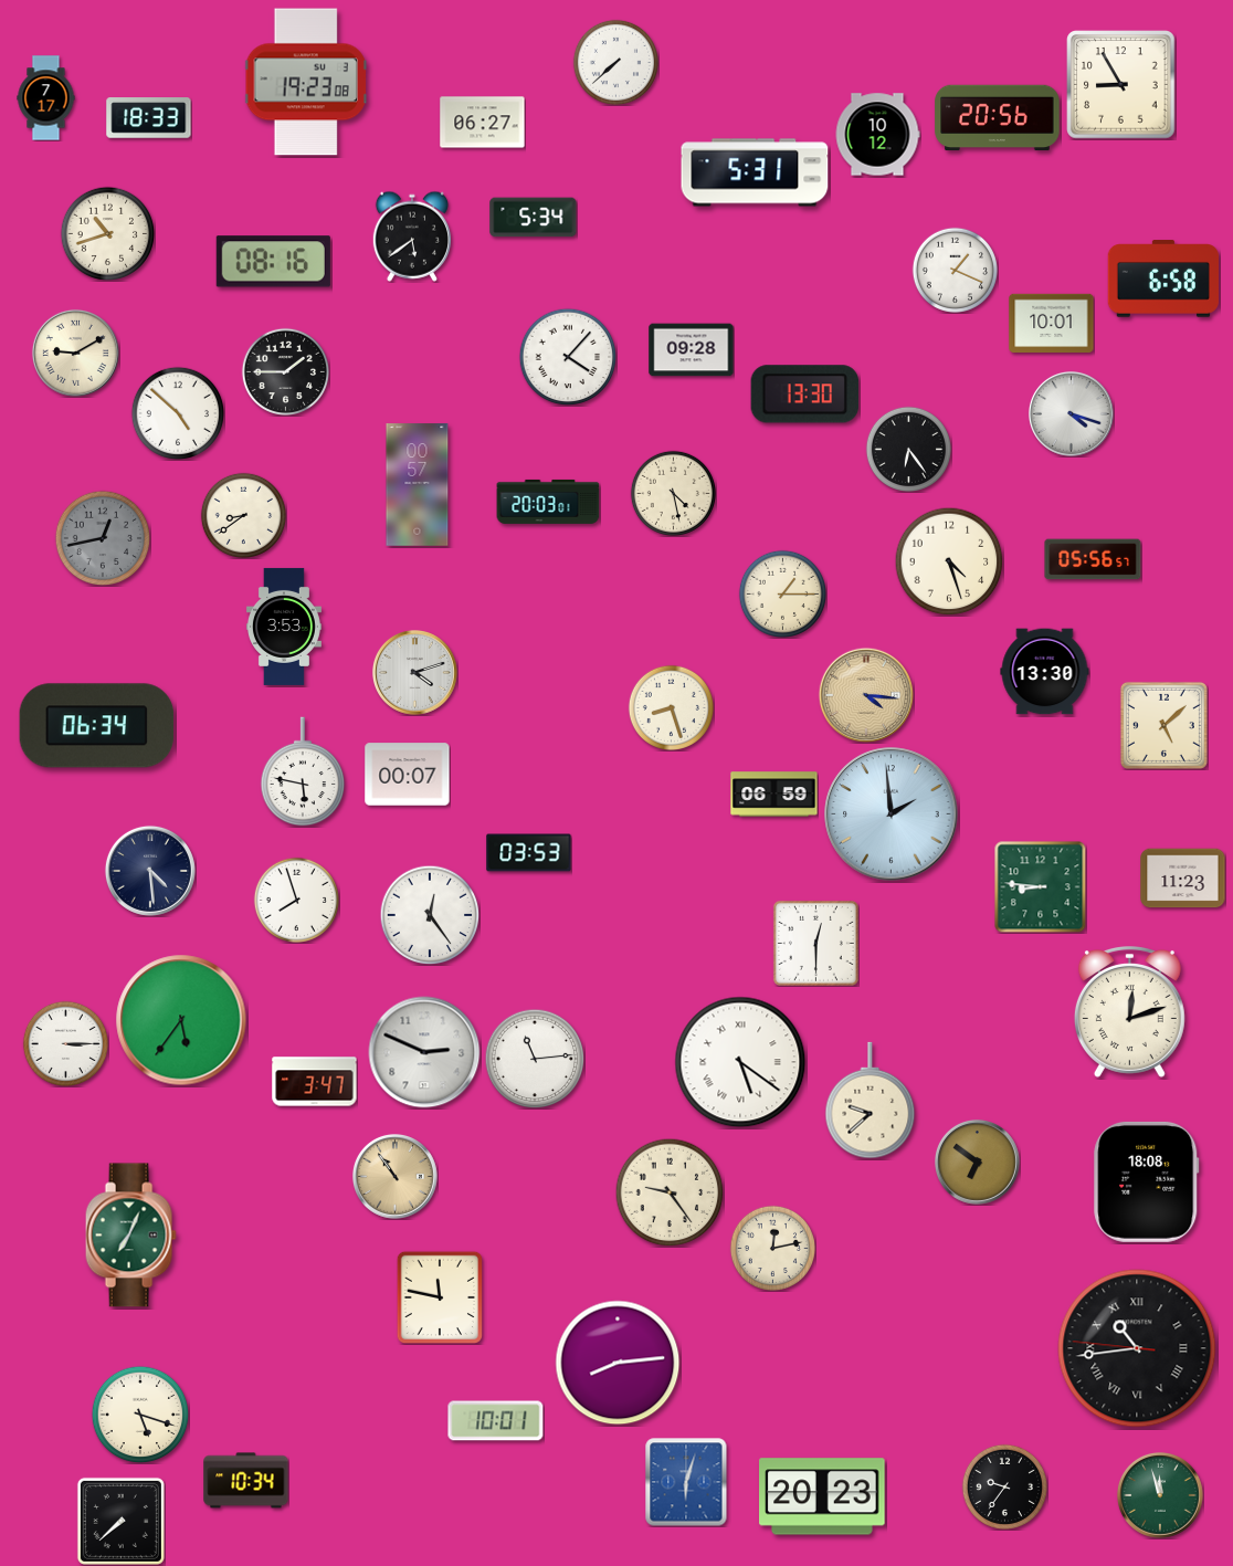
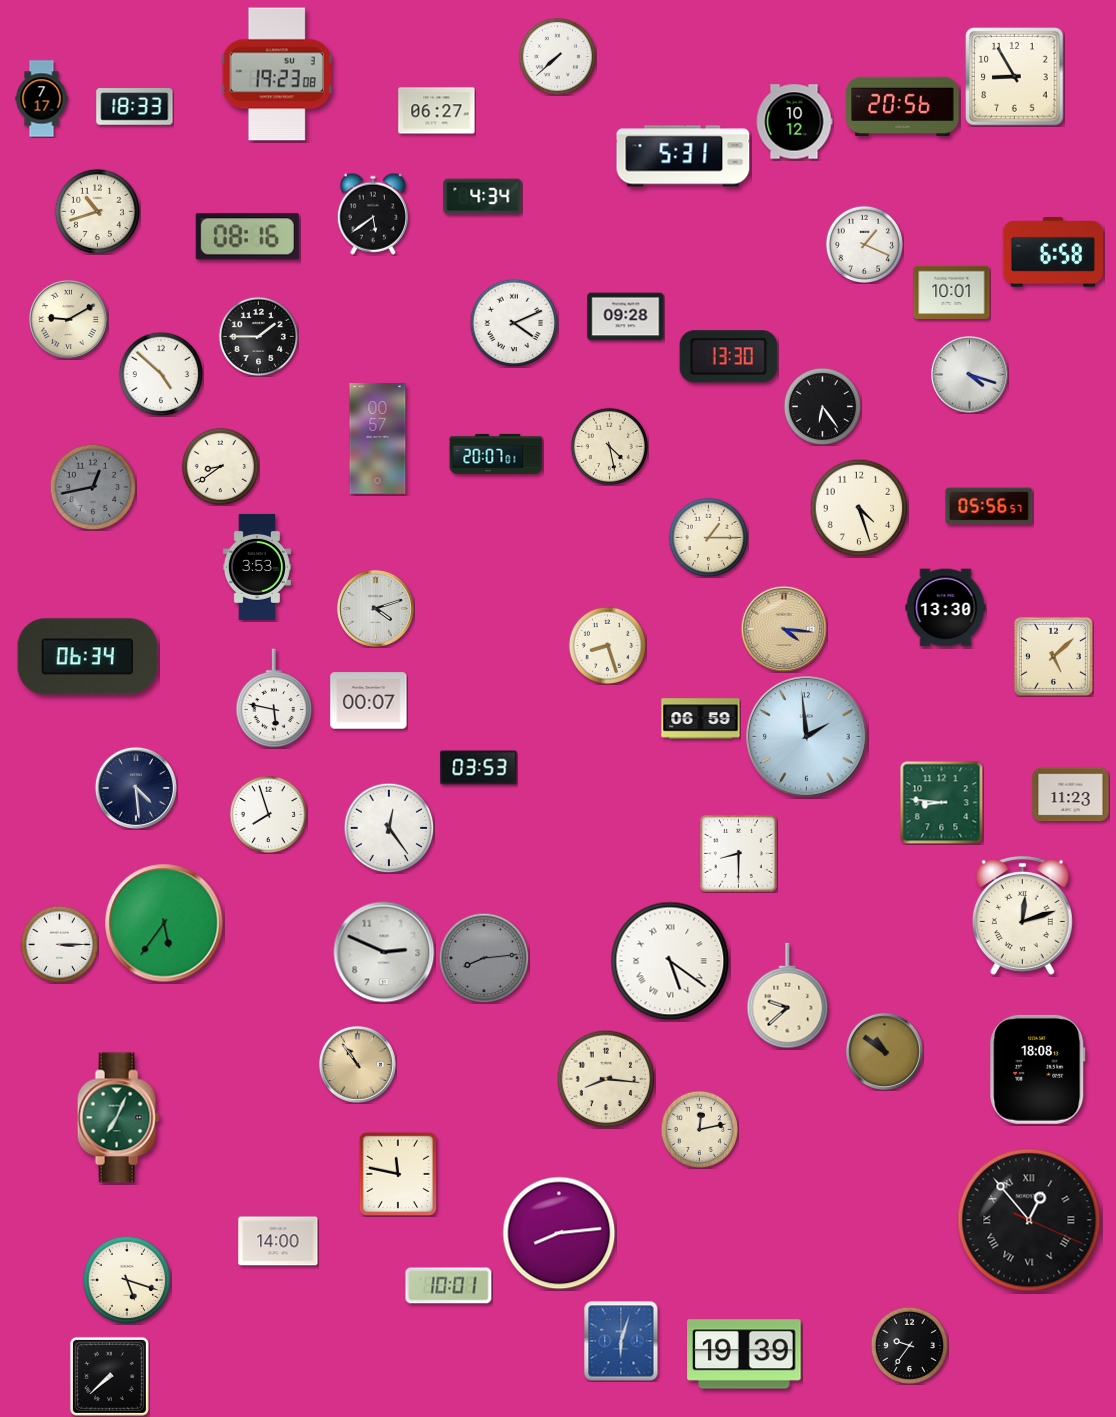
clock at (46, 98) position: (46, 98) -> (42, 99)
clock at (534, 218): 5:34 -> 4:34
clock at (568, 357): 4:07 -> 4:11
clock at (548, 502): 20:03 -> 20:07
clock at (671, 707) position: (671, 707) -> (607, 645)
clock at (529, 853) position: (529, 853) -> (479, 768)
clock at (815, 943): 12:30 -> 8:30
clock at (535, 1059): 11:14 -> 8:14
clock at (535, 1059) dial: white -> grey
clock at (315, 1082): 3:47 -> none
clock at (978, 1163): 6:51 -> 10:51
clock at (670, 1192): 9:24 -> 8:16
clock at (1137, 1348): 10:43 -> 12:53
clock at (278, 1241): none -> 14:00
clock at (246, 1481): 10:34 -> none
clock at (1160, 1495): 11:57 -> none
clock at (822, 1496): 20:23 -> 19:39
